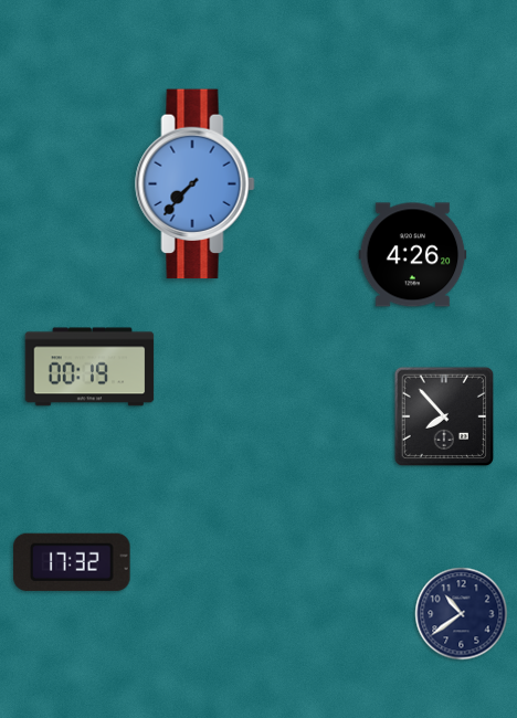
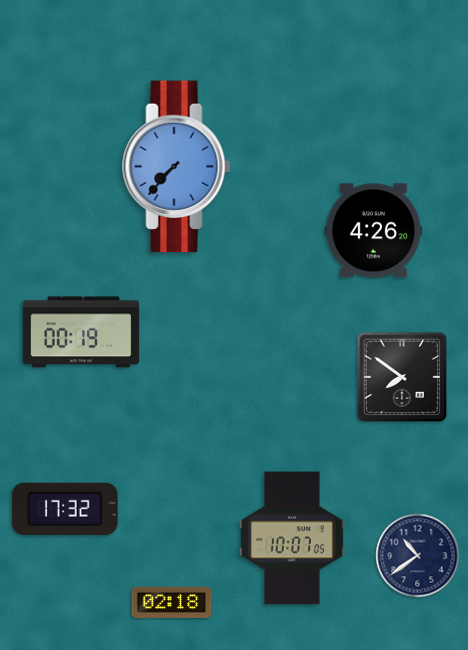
clock at (443, 415): 7:53 -> 7:51
clock at (292, 538): none -> 10:07
clock at (172, 602): none -> 02:18
